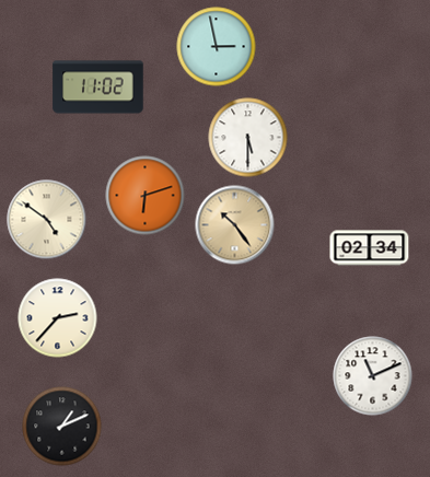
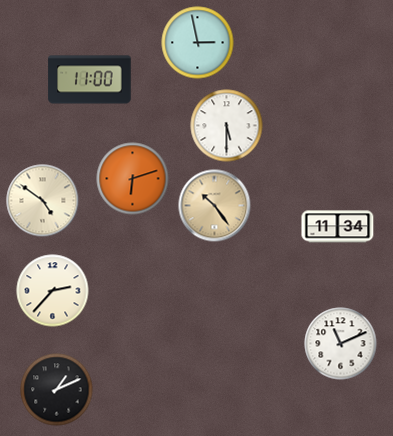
clock at (98, 88): 11:02 -> 11:00
clock at (370, 248): 02:34 -> 11:34
